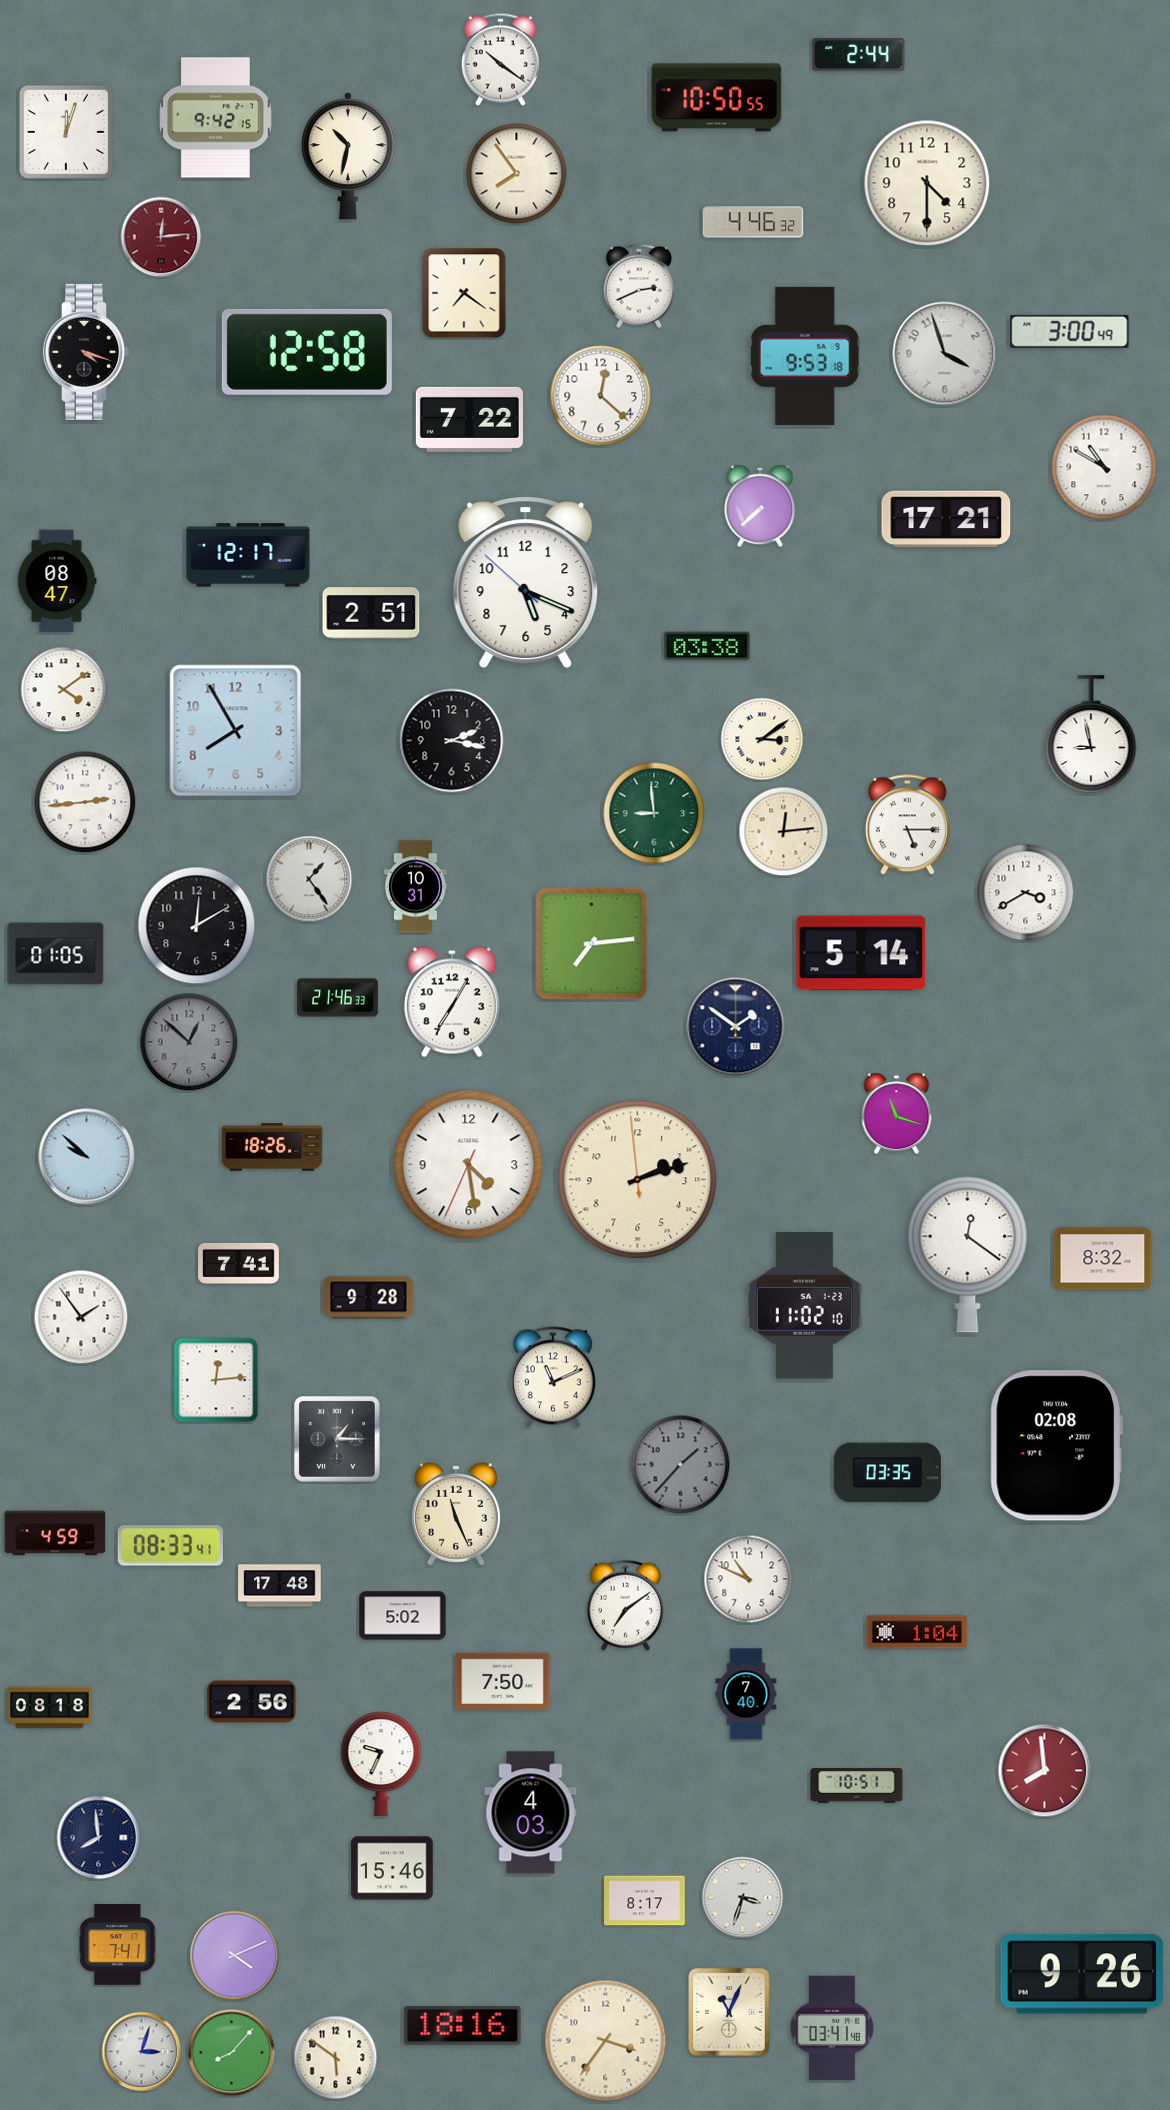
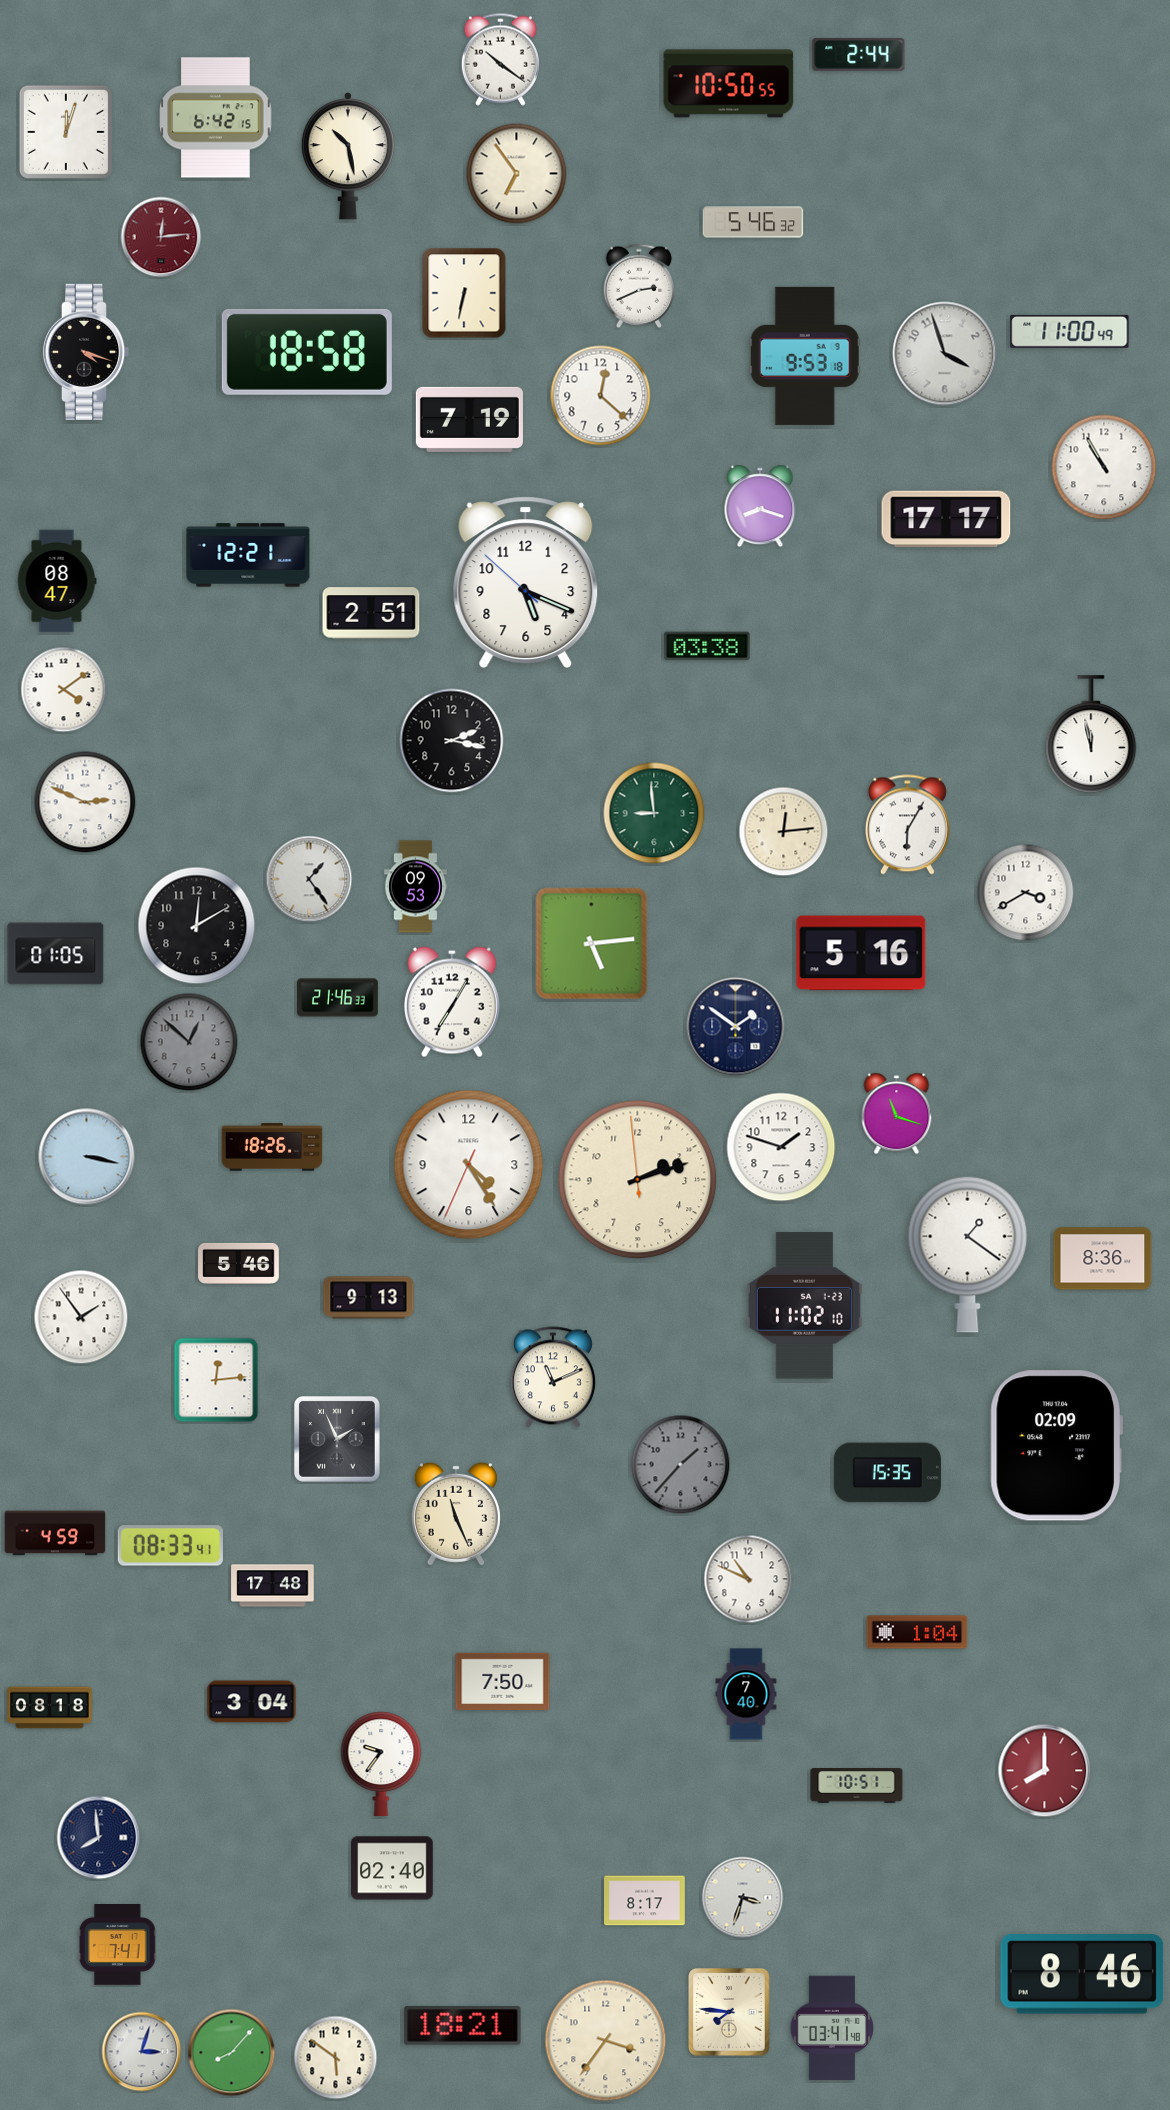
clock at (717, 98) position: (717, 98) -> (729, 84)
clock at (216, 118): 9:42 -> 6:42
clock at (347, 156): 10:32 -> 10:28
clock at (517, 174): 7:54 -> 6:54
clock at (927, 183): 4:30 -> none
clock at (753, 222): 4:46 -> 5:46
clock at (464, 293): 7:21 -> 6:32
clock at (1070, 331): 3:00 -> 11:00
clock at (307, 352): 12:58 -> 18:58
clock at (469, 419): 7:22 -> 7:19
clock at (1104, 467): 10:50 -> 10:55
clock at (760, 506): 7:38 -> 8:18
clock at (946, 519): 17:21 -> 17:17
clock at (248, 555): 12:17 -> 12:21
clock at (236, 731): 7:55 -> none
clock at (1091, 734): 8:58 -> 11:58
clock at (762, 739): 3:09 -> none
clock at (85, 802): 2:44 -> 2:49
clock at (907, 825): 5:15 -> 6:05
clock at (415, 887): 10:31 -> 09:53
clock at (592, 944): 7:14 -> 5:14
clock at (861, 953): 5:14 -> 5:16
clock at (781, 1147): none -> 1:48
clock at (87, 1157): 9:52 -> 3:17
clock at (469, 1165): 4:28 -> 4:24
clock at (968, 1254): 12:21 -> 1:21
clock at (1103, 1259): 8:32 -> 8:36
clock at (239, 1263): 7:41 -> 5:46
clock at (369, 1298): 9:28 -> 9:13
clock at (337, 1439): 1:15 -> 1:56
clock at (1056, 1446): 02:08 -> 02:09
clock at (887, 1473): 03:35 -> 15:35
clock at (280, 1586) position: (280, 1586) -> (273, 1586)
clock at (625, 1605): 7:09 -> none
clock at (403, 1616): 5:02 -> none
clock at (252, 1702): 2:56 -> 3:04
clock at (381, 1764): 9:34 -> 9:36
clock at (1045, 1771): 7:59 -> 8:00
clock at (531, 1813): 4:03 -> none
clock at (392, 1868): 15:46 -> 02:40
clock at (235, 1956): 4:11 -> none
clock at (1082, 1974): 9:26 -> 8:46
clock at (729, 2012): 11:04 -> 7:46
clock at (463, 2026): 18:16 -> 18:21
